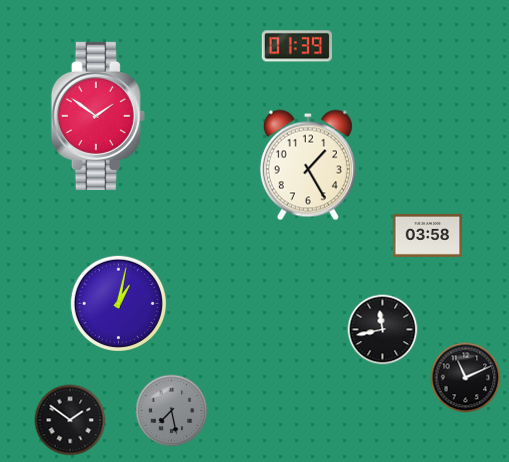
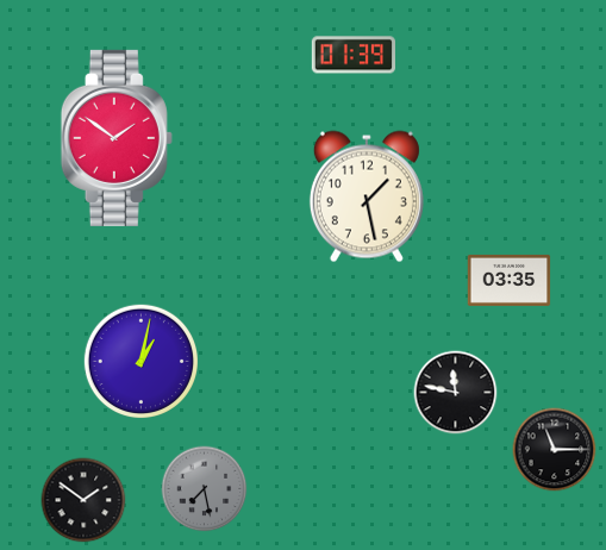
clock at (308, 165): 1:25 -> 1:28
clock at (428, 235): 03:58 -> 03:35
clock at (383, 330): 11:43 -> 11:47
clock at (466, 378): 11:11 -> 11:15
